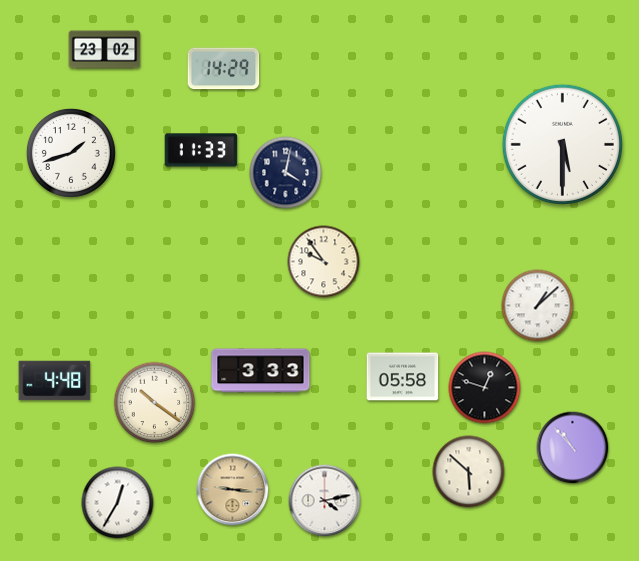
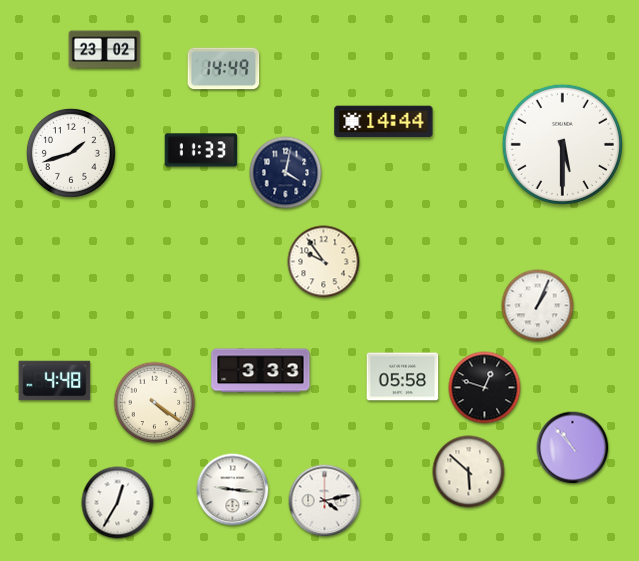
clock at (224, 69): 14:29 -> 14:49
clock at (384, 122): none -> 14:44
clock at (538, 306): 1:08 -> 1:04
clock at (155, 403): 10:21 -> 4:21
clock at (233, 490) dial: champagne -> white
